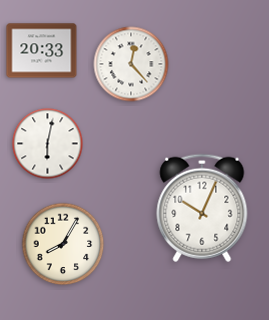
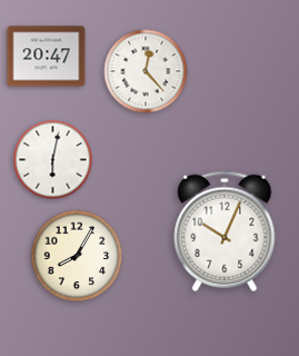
clock at (42, 51): 20:33 -> 20:47
clock at (63, 244) position: (63, 244) -> (77, 256)
